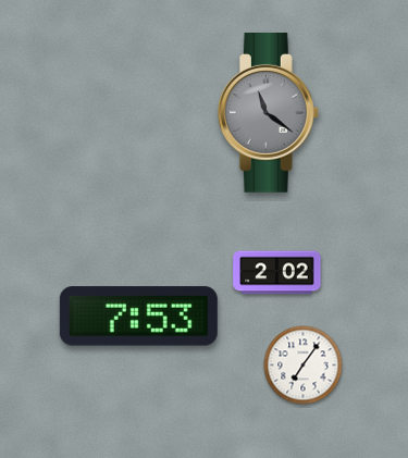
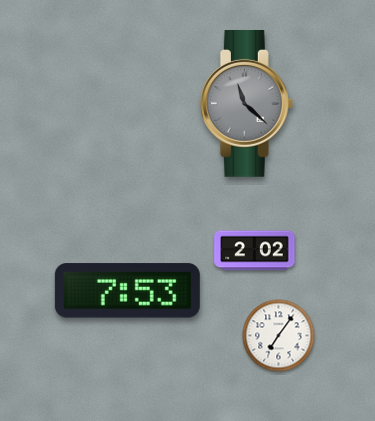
clock at (268, 113): 11:21 -> 11:22
